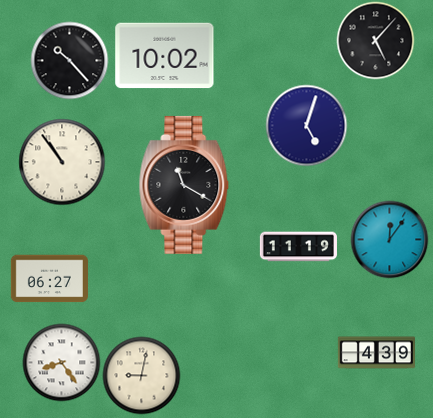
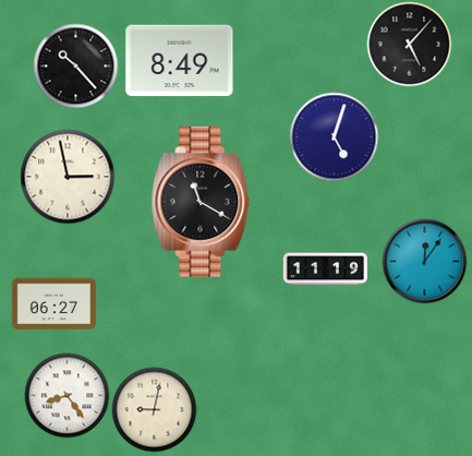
clock at (165, 56): 10:02 -> 8:49
clock at (62, 162): 10:54 -> 2:58
clock at (376, 353): 4:39 -> none
